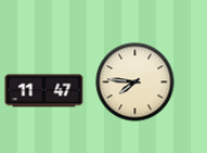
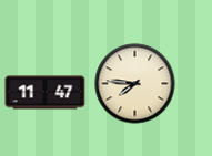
clock at (135, 82) position: (135, 82) -> (135, 84)
